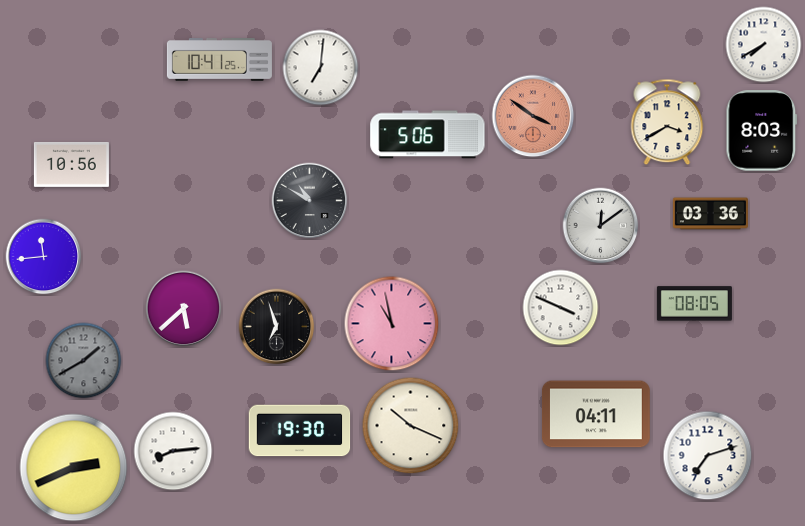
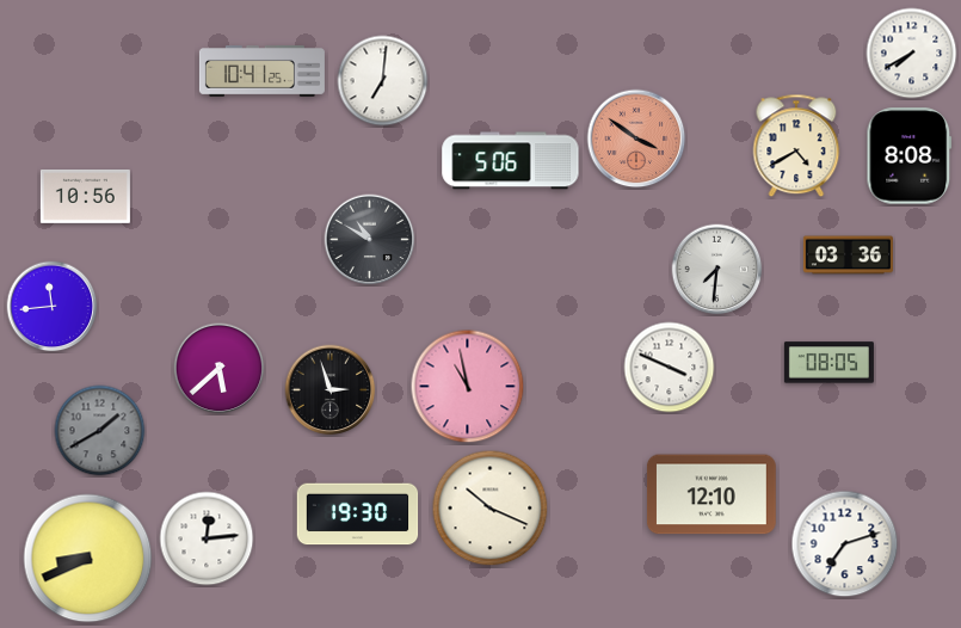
clock at (667, 122): 3:40 -> 4:40
clock at (762, 131): 8:03 -> 8:08
clock at (601, 226): 12:09 -> 7:31
clock at (277, 327): 6:57 -> 2:57
clock at (596, 414): 04:11 -> 12:10
clock at (173, 451): 8:14 -> 12:14
clock at (74, 468): 2:41 -> 8:41
